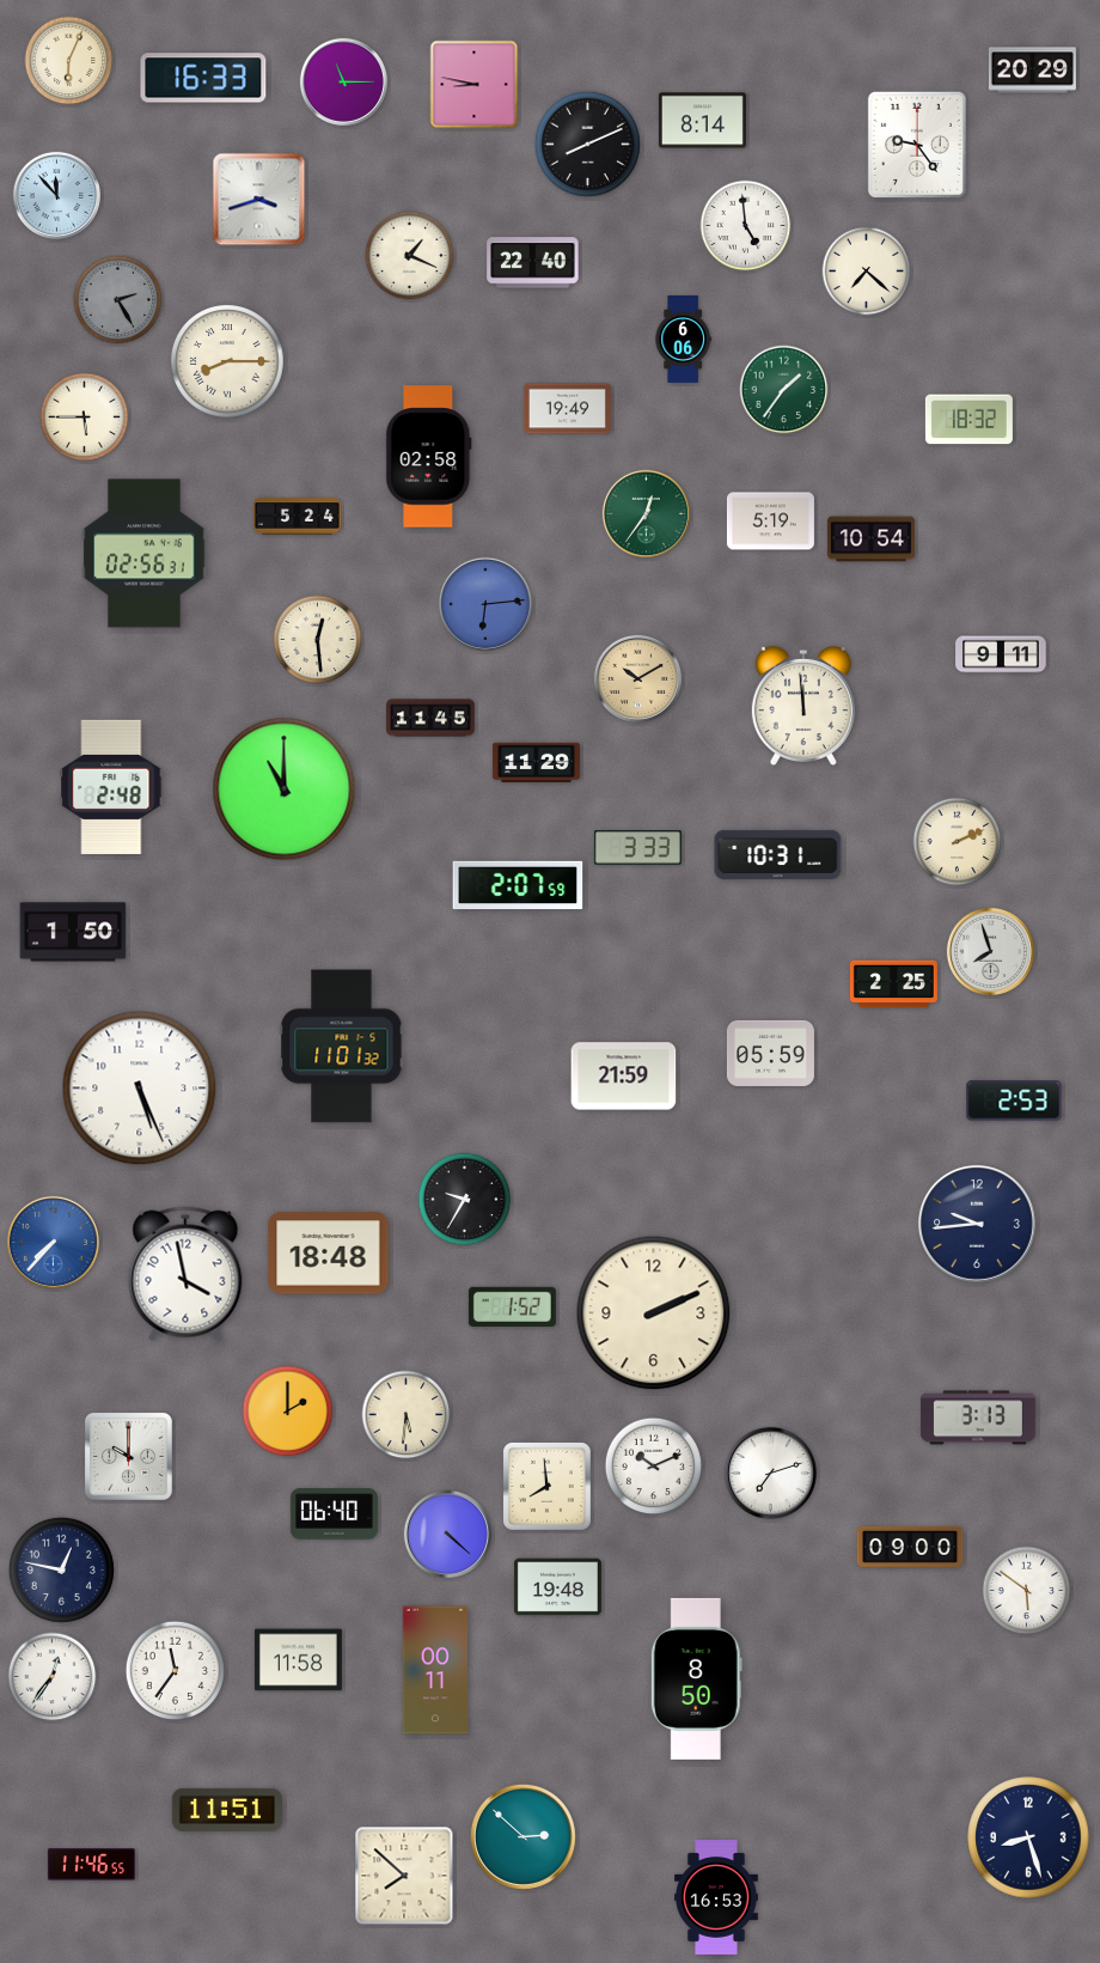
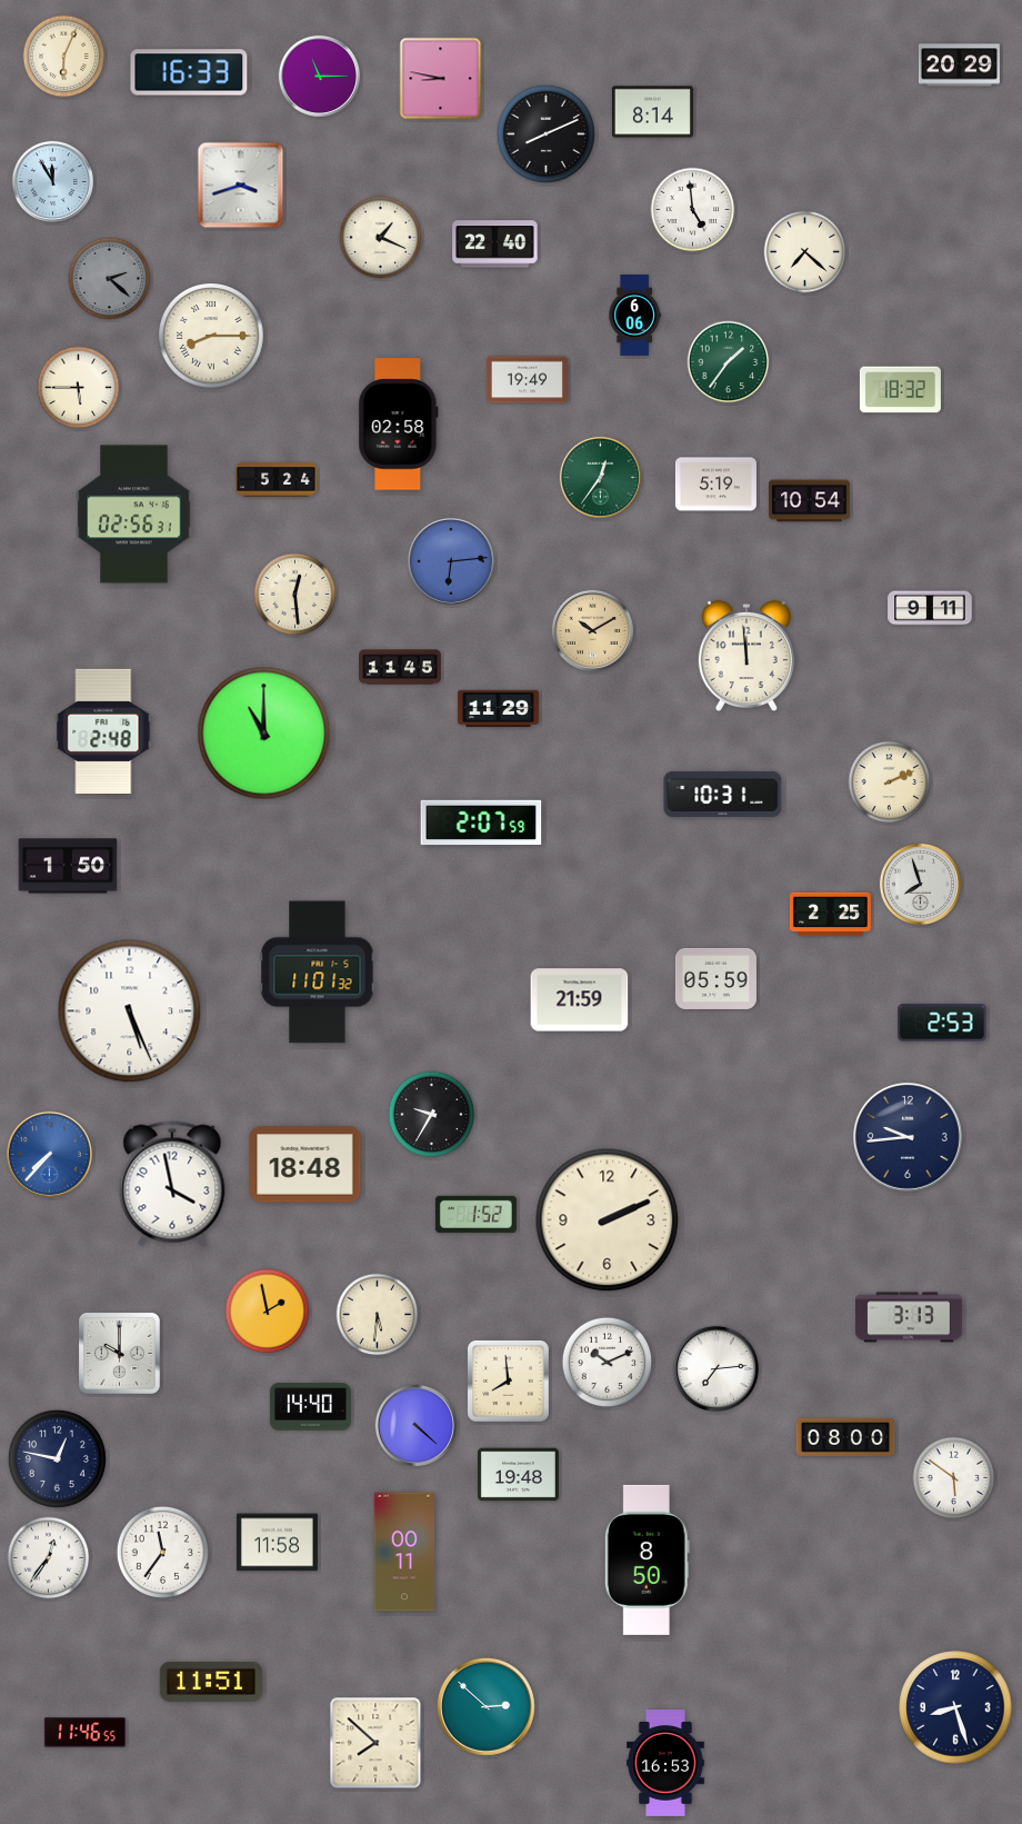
clock at (917, 145): 9:24 -> none
clock at (56, 195): 11:53 -> 11:55
clock at (118, 300): 2:25 -> 2:22
clock at (637, 848): 3:33 -> none
clock at (288, 1412): 2:00 -> 1:58
clock at (770, 1473): 7:12 -> 7:14
clock at (334, 1514): 06:40 -> 14:40
clock at (910, 1547): 09:00 -> 08:00
